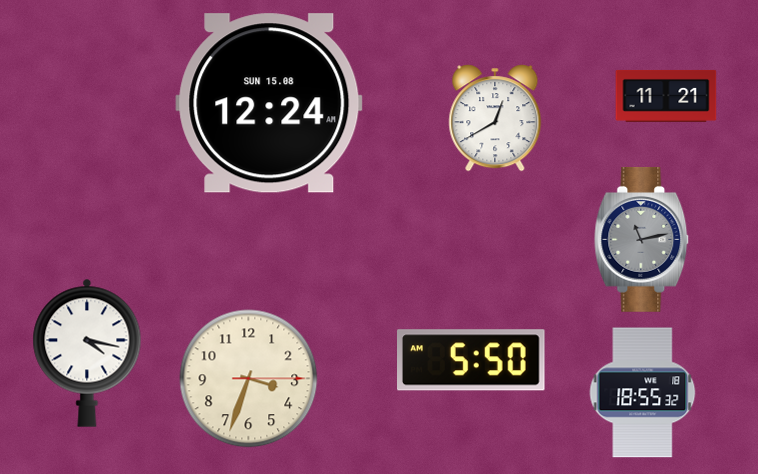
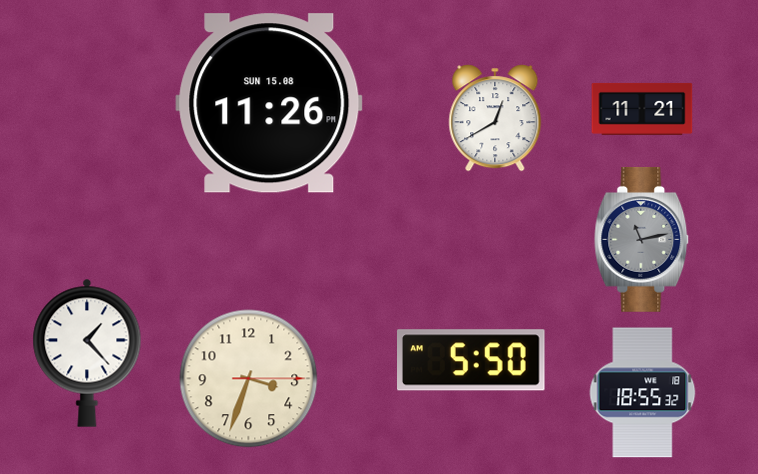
clock at (666, 96) position: (666, 96) -> (642, 109)
clock at (269, 103): 12:24 -> 11:26
clock at (87, 353): 4:17 -> 1:23
